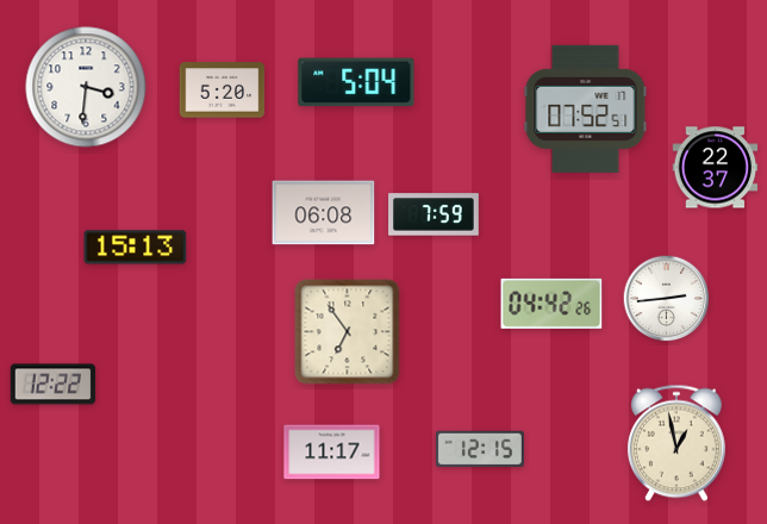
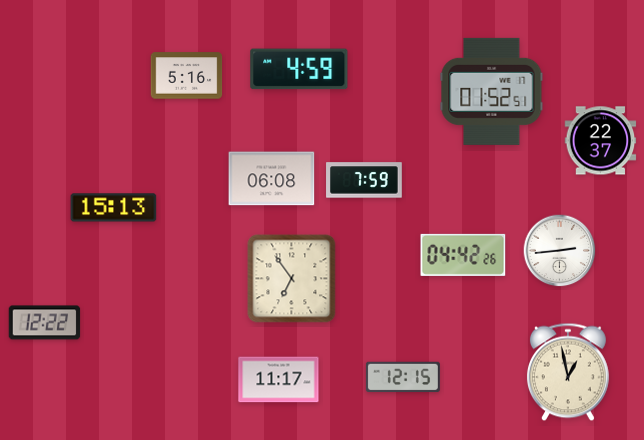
clock at (356, 82): 5:04 -> 4:59
clock at (86, 87): 3:31 -> none
clock at (223, 91): 5:20 -> 5:16
clock at (586, 108): 07:52 -> 01:52
